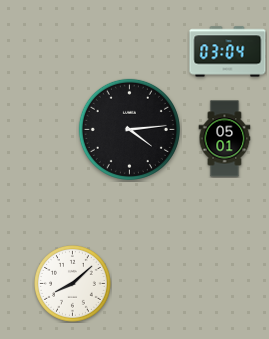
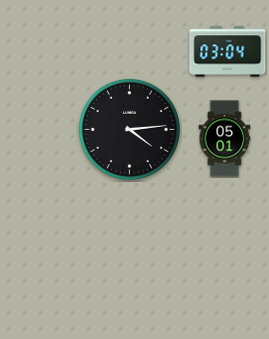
clock at (73, 284): 8:08 -> none
